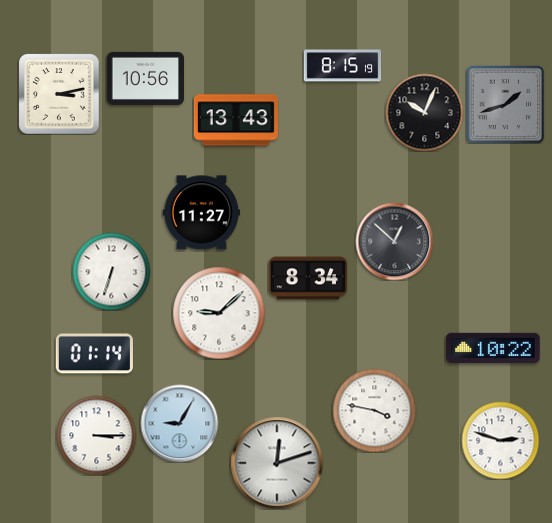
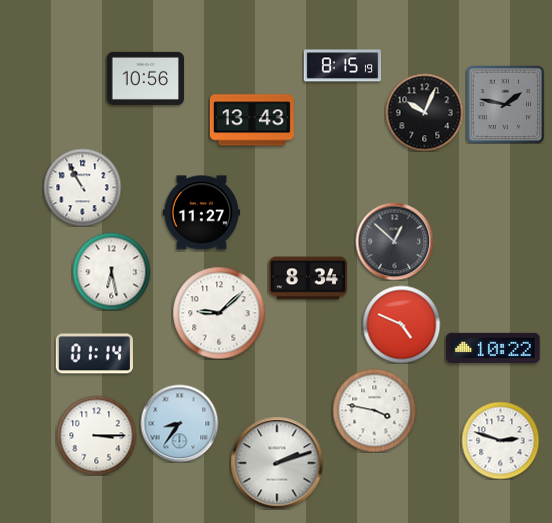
clock at (59, 94): 3:13 -> none
clock at (505, 104): 1:42 -> 1:47
clock at (236, 120) position: (236, 120) -> (252, 120)
clock at (82, 187): none -> 10:55
clock at (111, 271): 6:33 -> 6:28
clock at (401, 324): none -> 4:49
clock at (179, 423): 9:05 -> 8:36
clock at (277, 463): 12:12 -> 2:12
